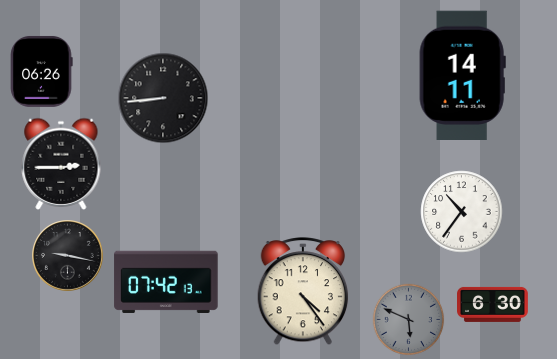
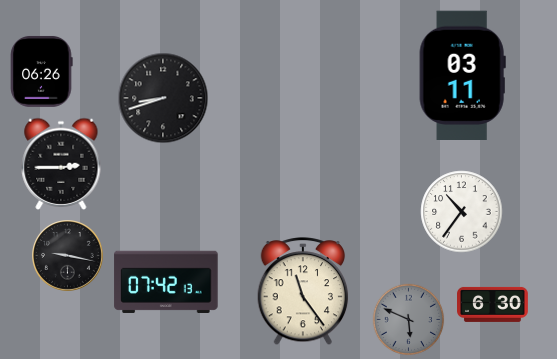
clock at (462, 75): 14:11 -> 03:11
clock at (163, 98): 8:44 -> 8:42
clock at (303, 292): 4:24 -> 11:24
